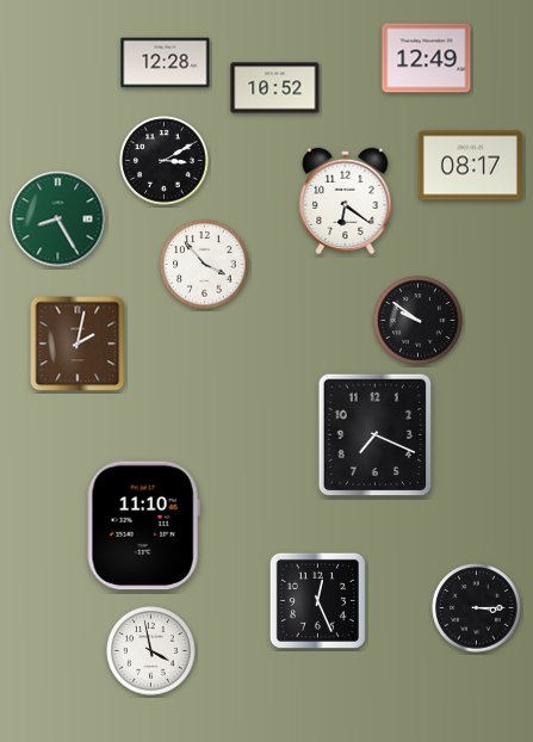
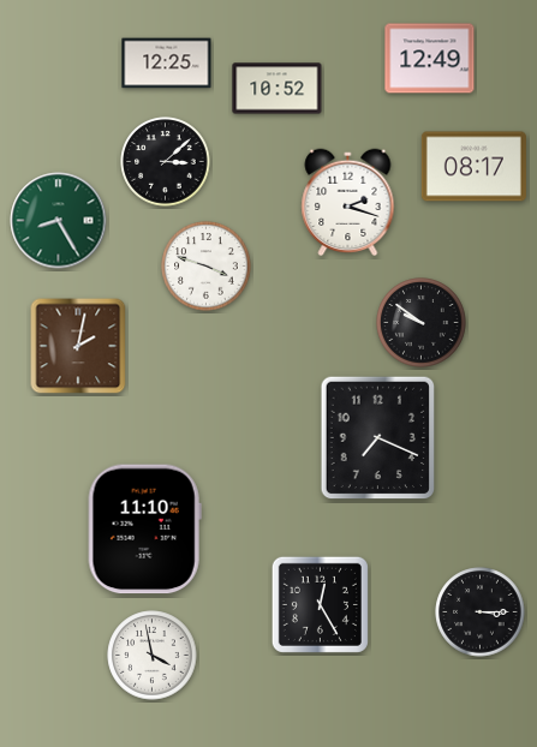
clock at (166, 63): 12:28 -> 12:25
clock at (165, 161): 3:10 -> 3:08
clock at (346, 202): 6:21 -> 2:18
clock at (205, 265): 3:53 -> 3:48
clock at (317, 600): 12:26 -> 12:25
